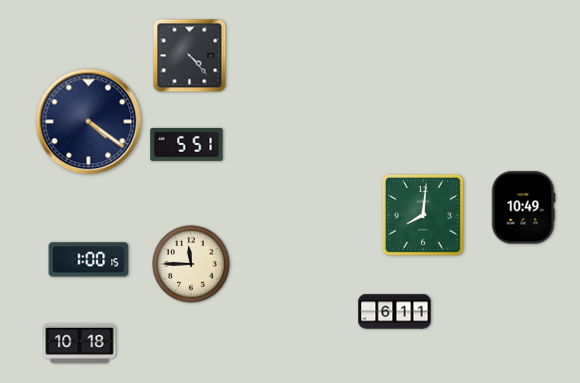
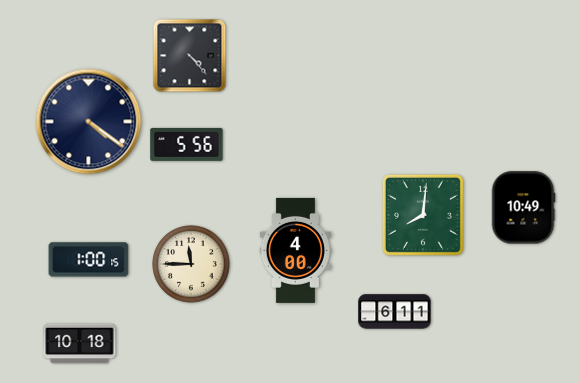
clock at (187, 144): 5:51 -> 5:56
clock at (295, 250): none -> 4:00
